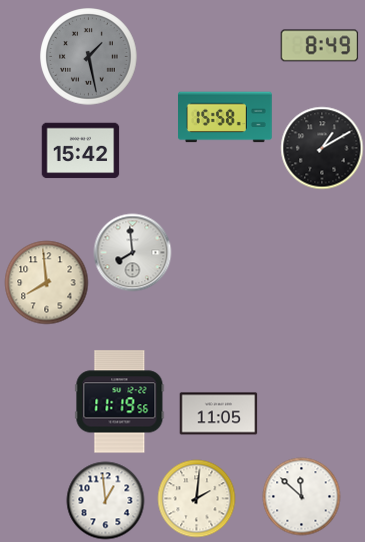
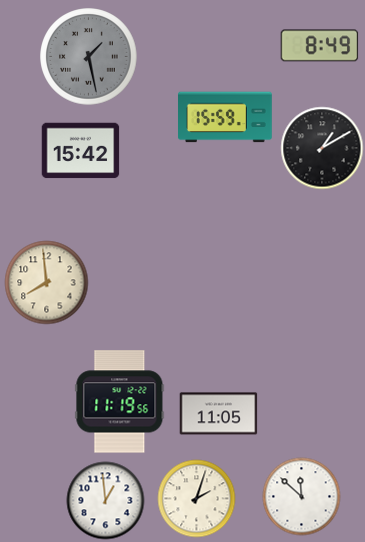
clock at (226, 117): 15:58 -> 15:59
clock at (132, 252): 7:59 -> none
clock at (196, 498): 2:01 -> 2:03
